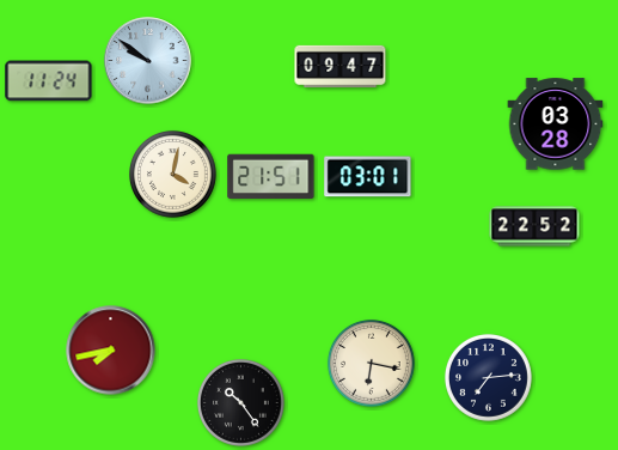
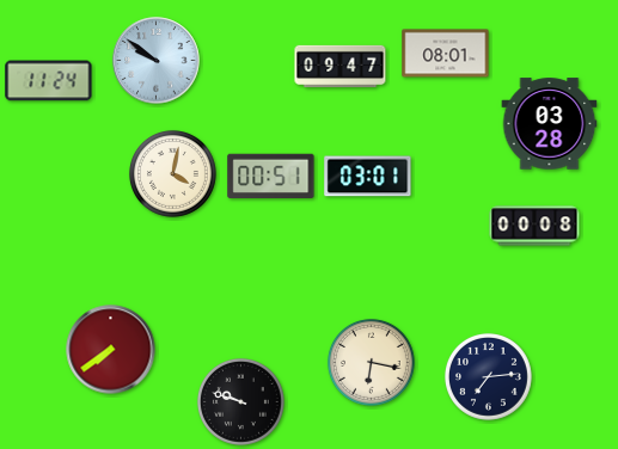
clock at (446, 54): none -> 08:01
clock at (148, 61) position: (148, 61) -> (157, 61)
clock at (556, 124) position: (556, 124) -> (550, 124)
clock at (271, 176): 21:51 -> 00:51
clock at (534, 226): 22:52 -> 00:08
clock at (111, 351): 7:43 -> 7:39
clock at (240, 402): 10:24 -> 9:48
